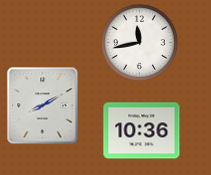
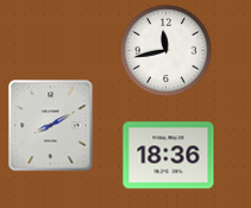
clock at (142, 131): 10:36 -> 18:36
